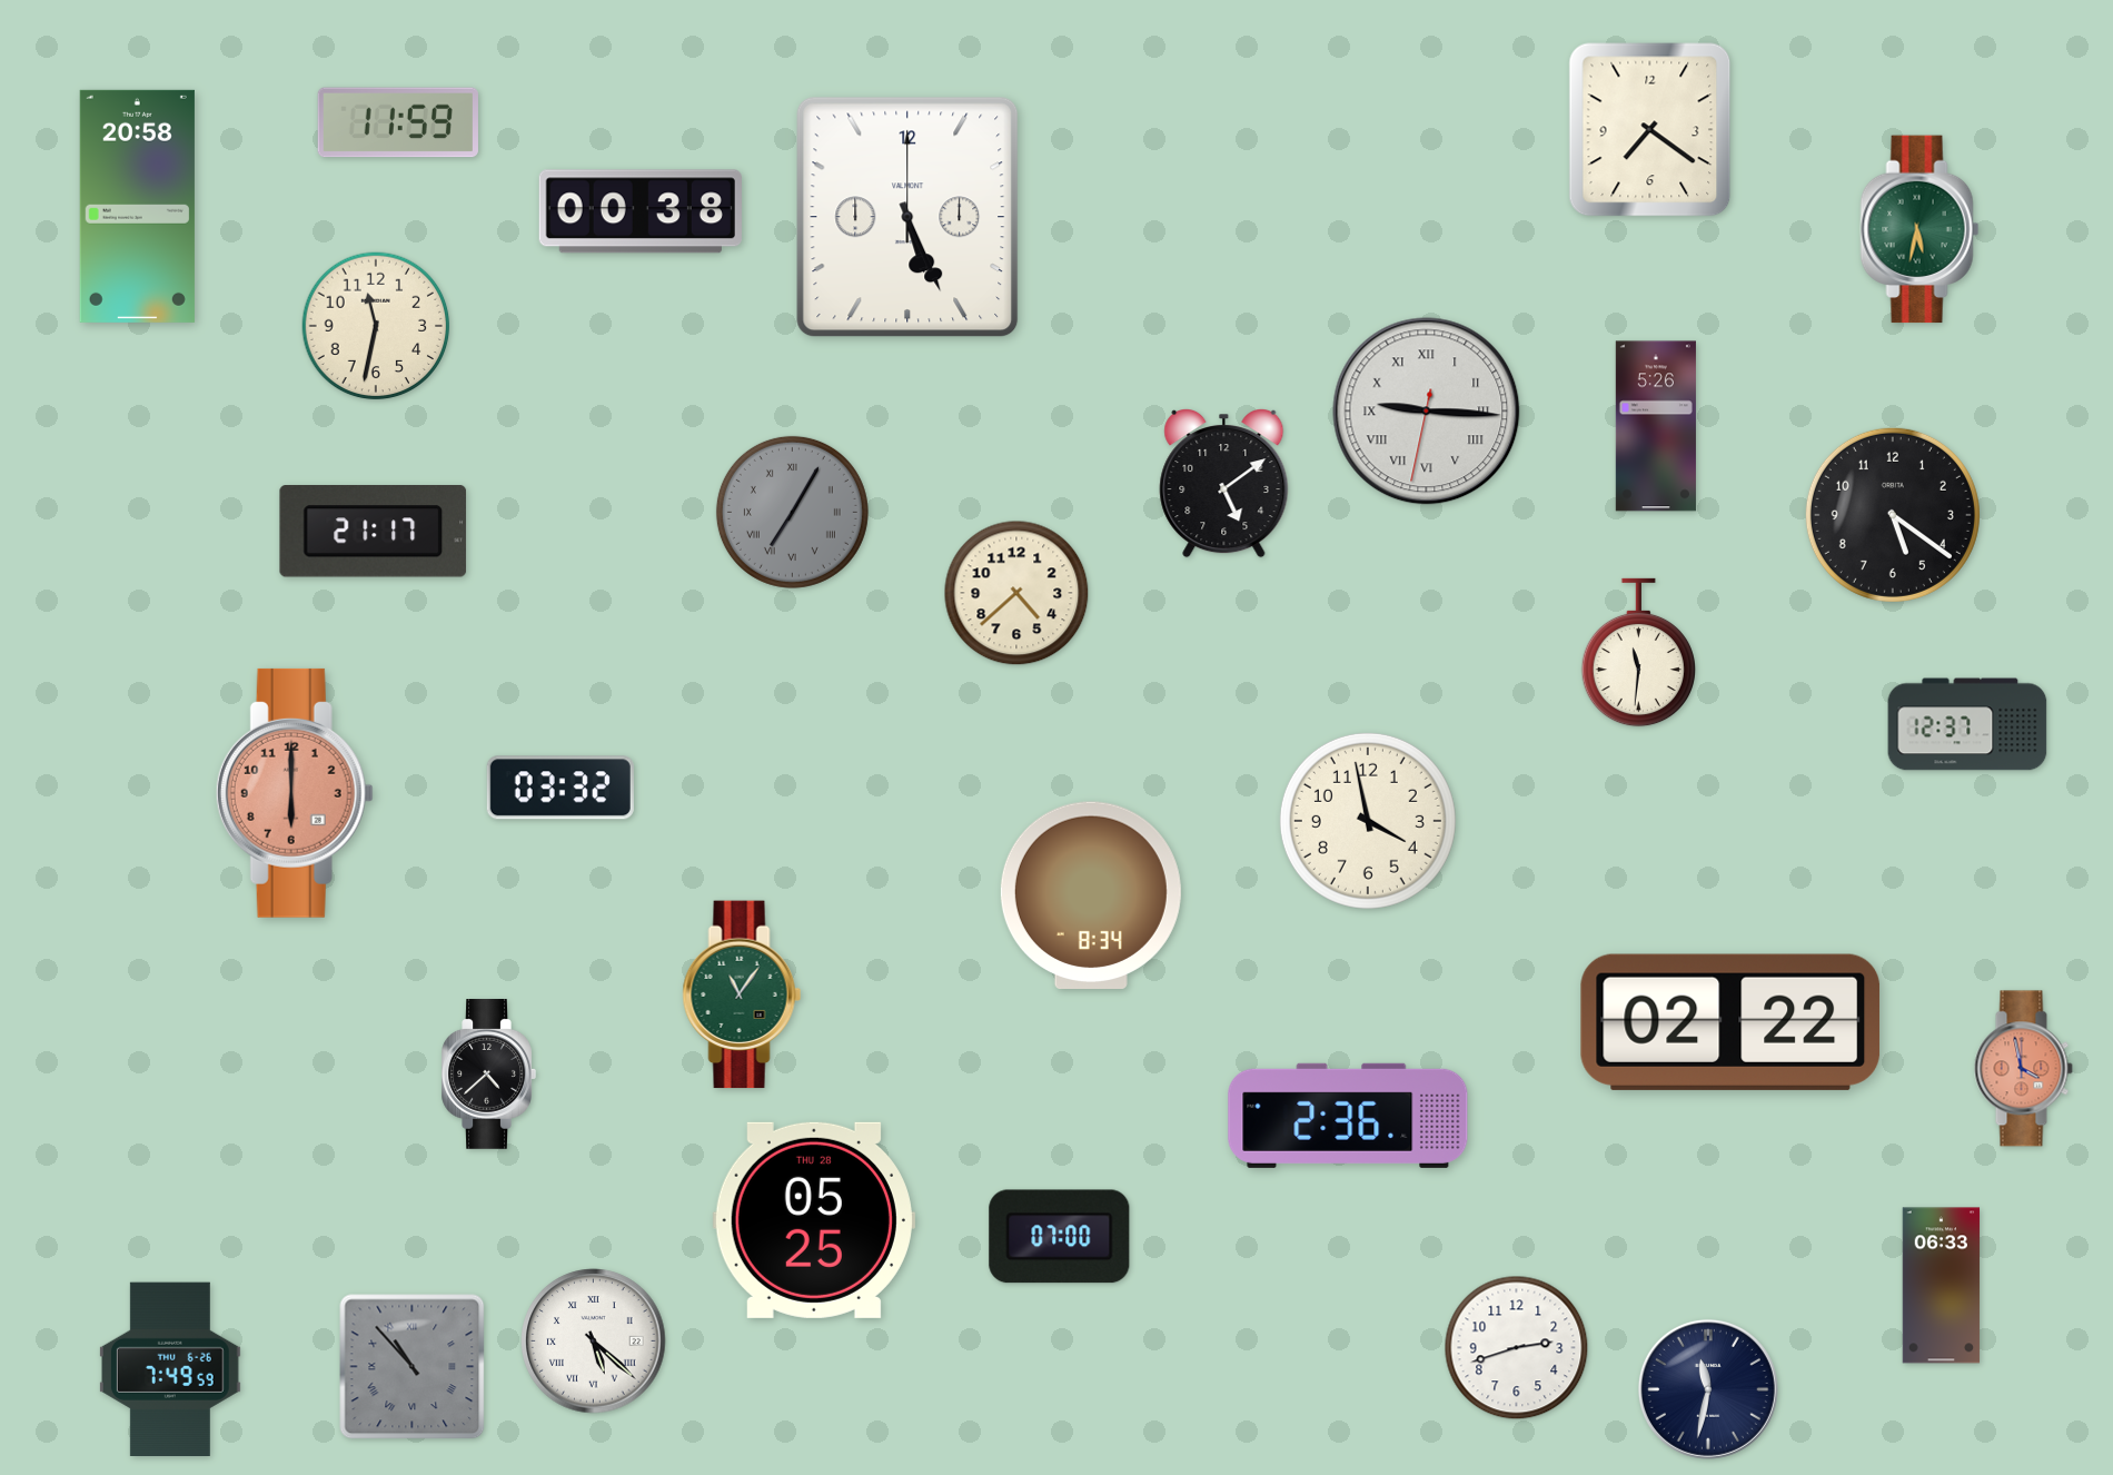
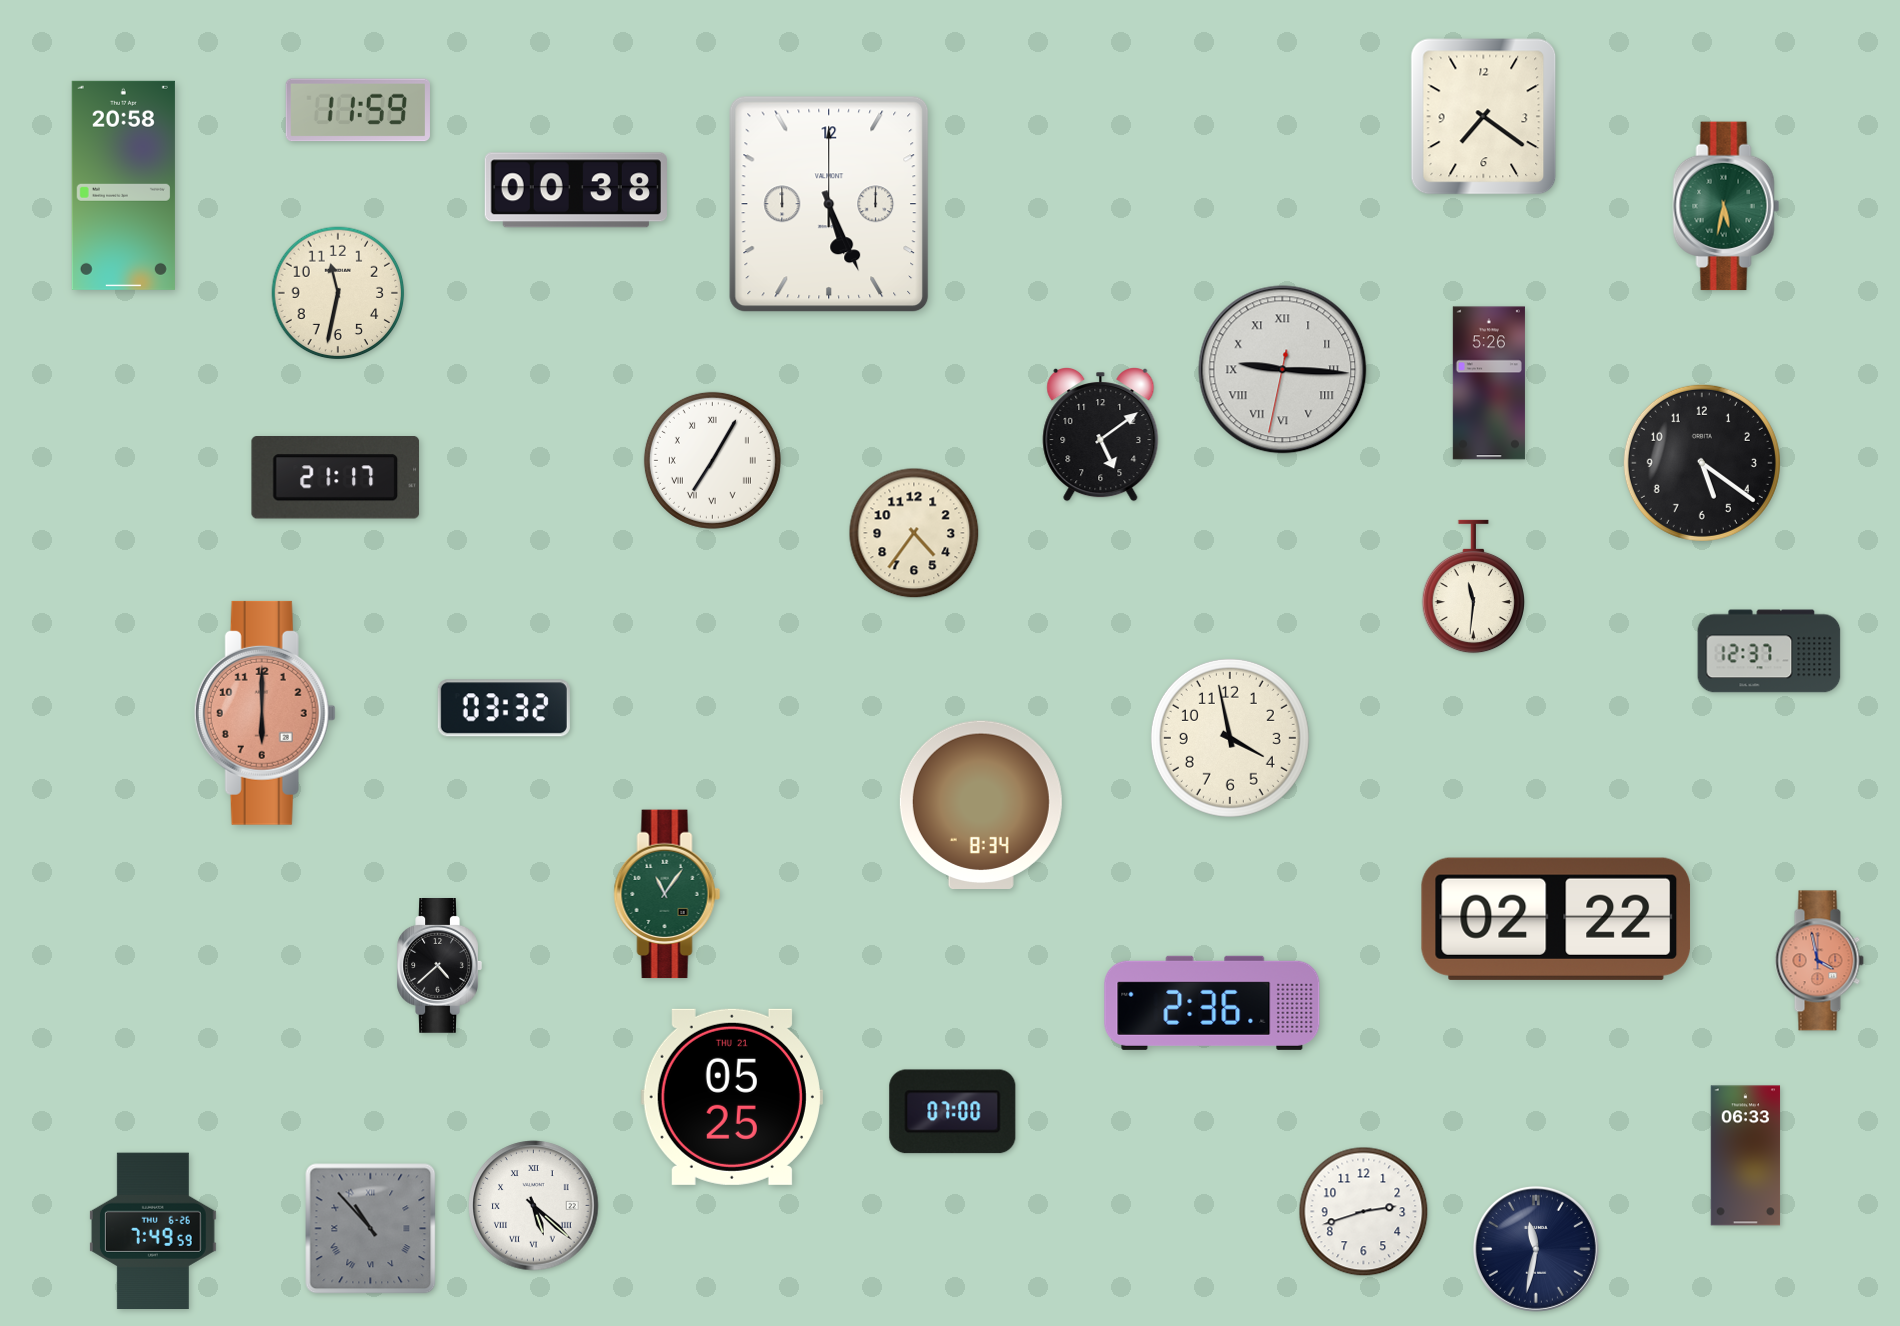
clock at (907, 217) position: (907, 217) -> (829, 204)
clock at (792, 512) dial: grey -> white
clock at (1016, 593): 4:38 -> 4:36
clock at (814, 1220) date: THU 28 -> THU 21
